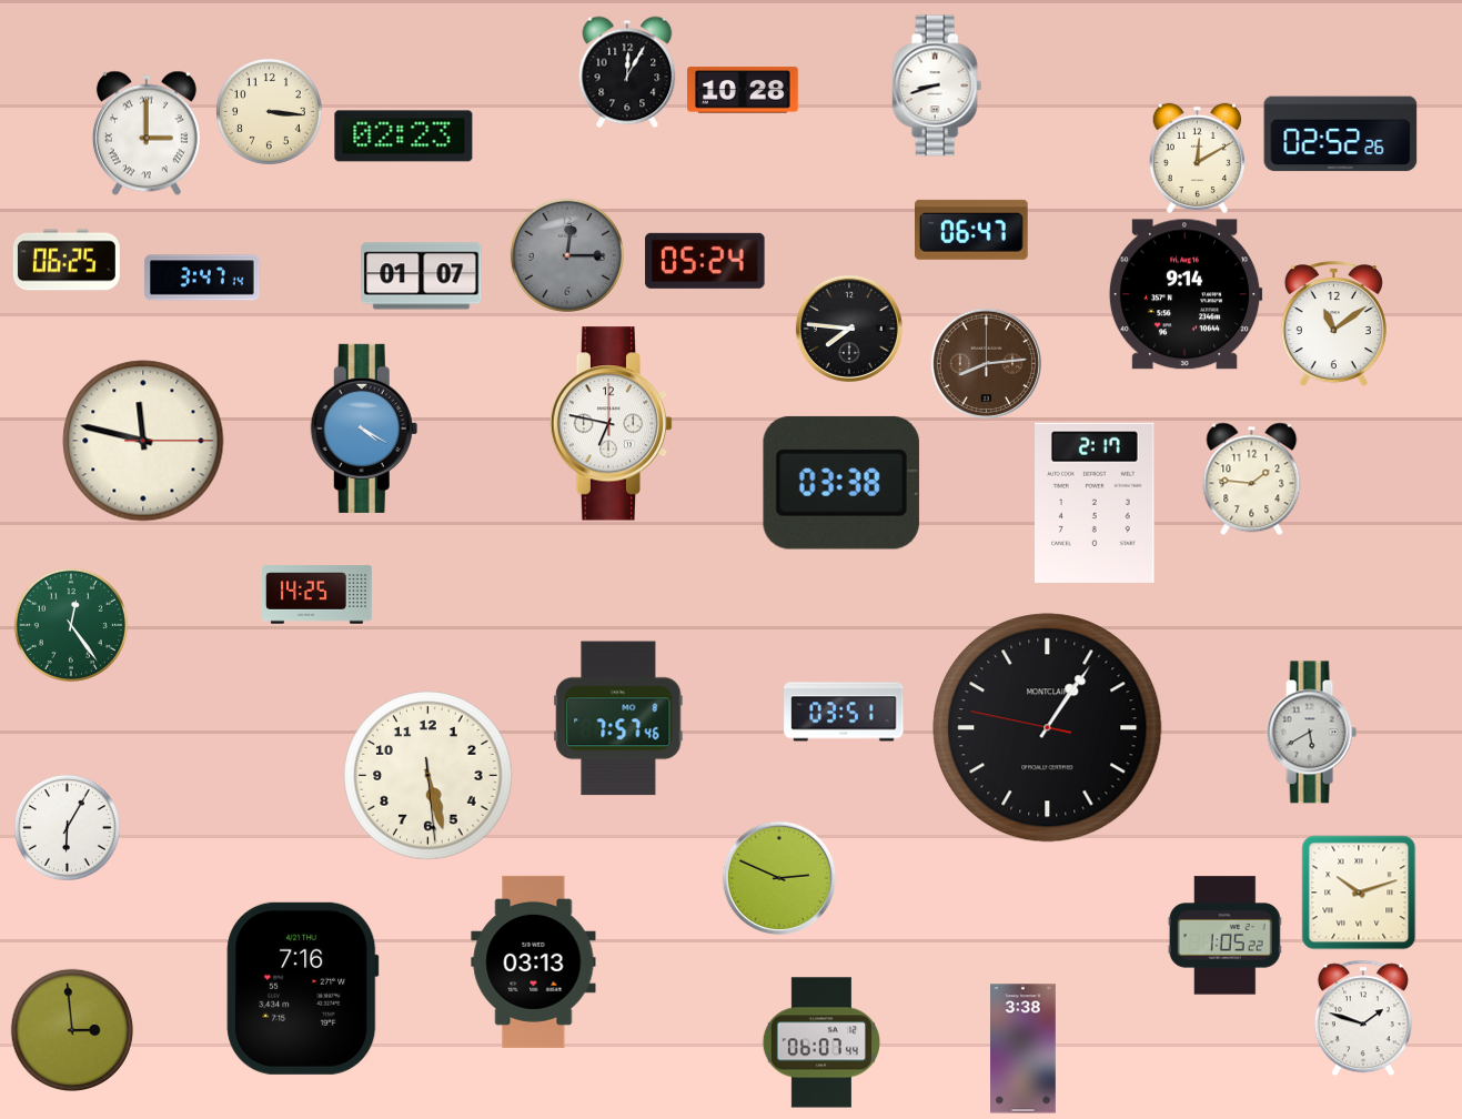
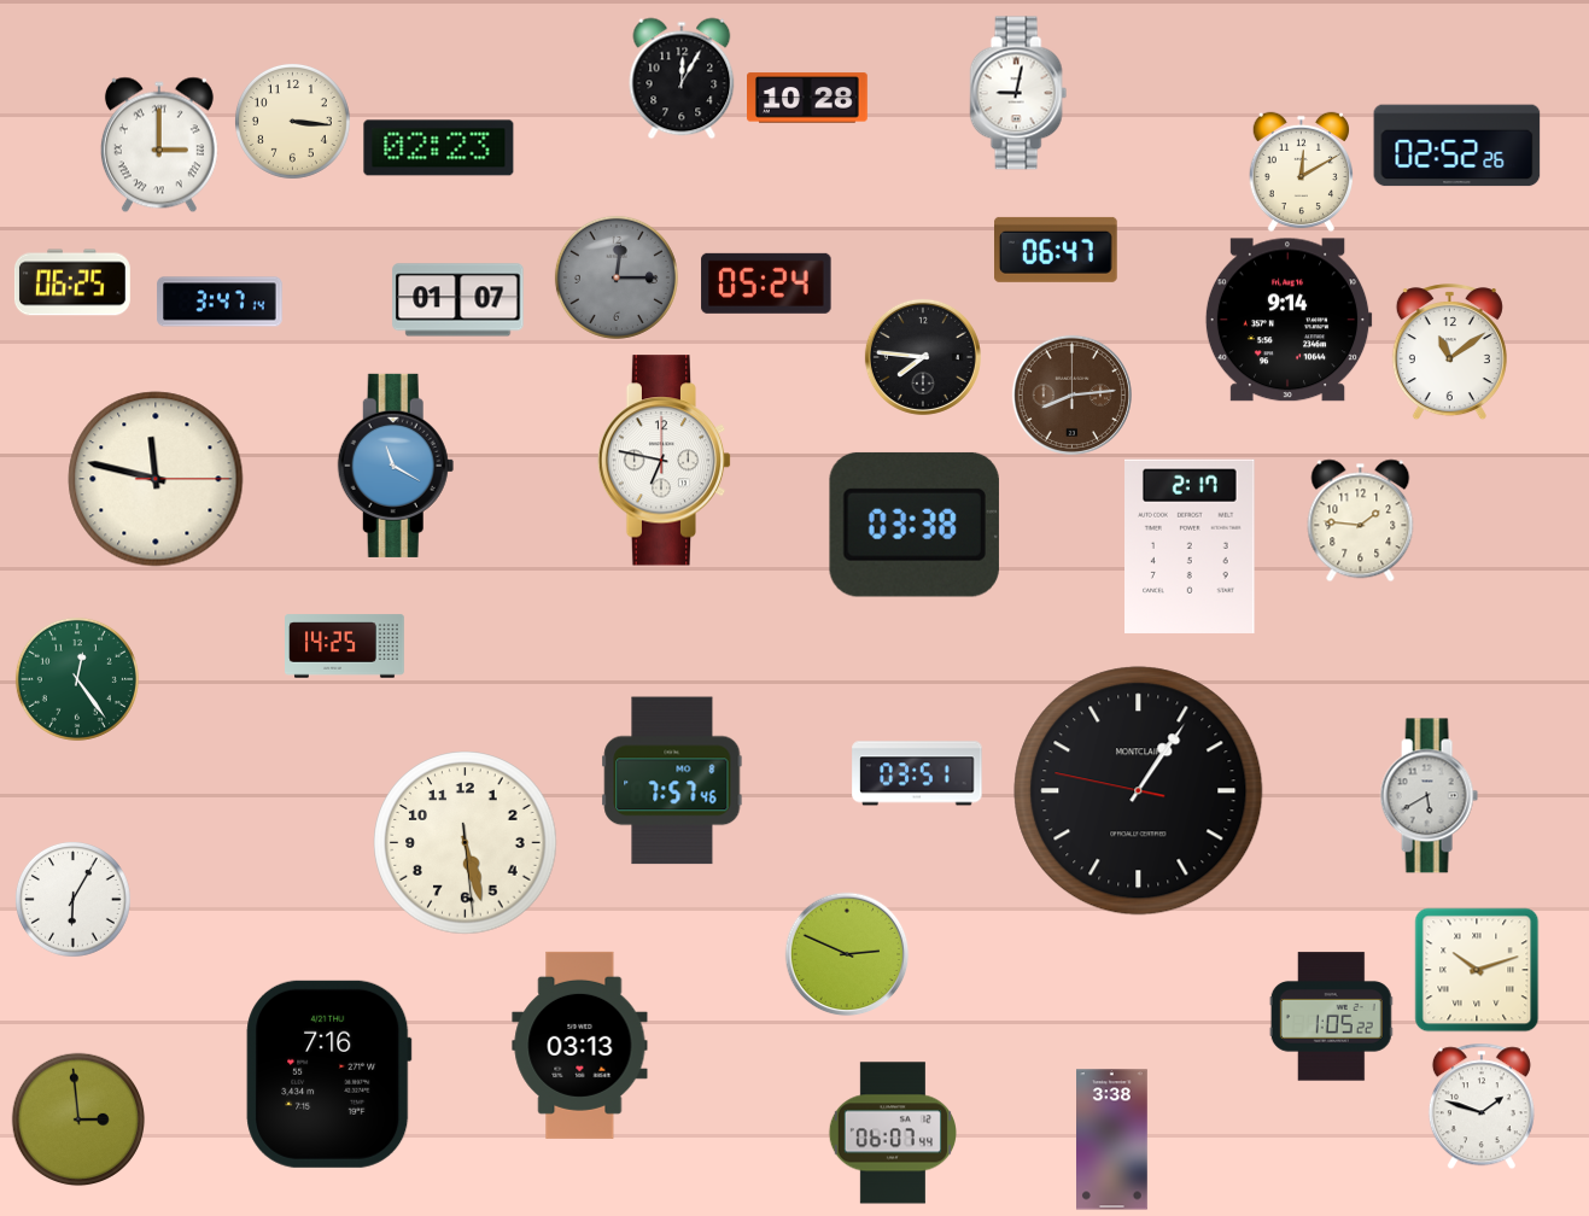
clock at (937, 85): 8:42 -> 9:02
clock at (364, 429): 4:20 -> 11:20
clock at (1311, 733) position: (1311, 733) -> (1429, 796)
